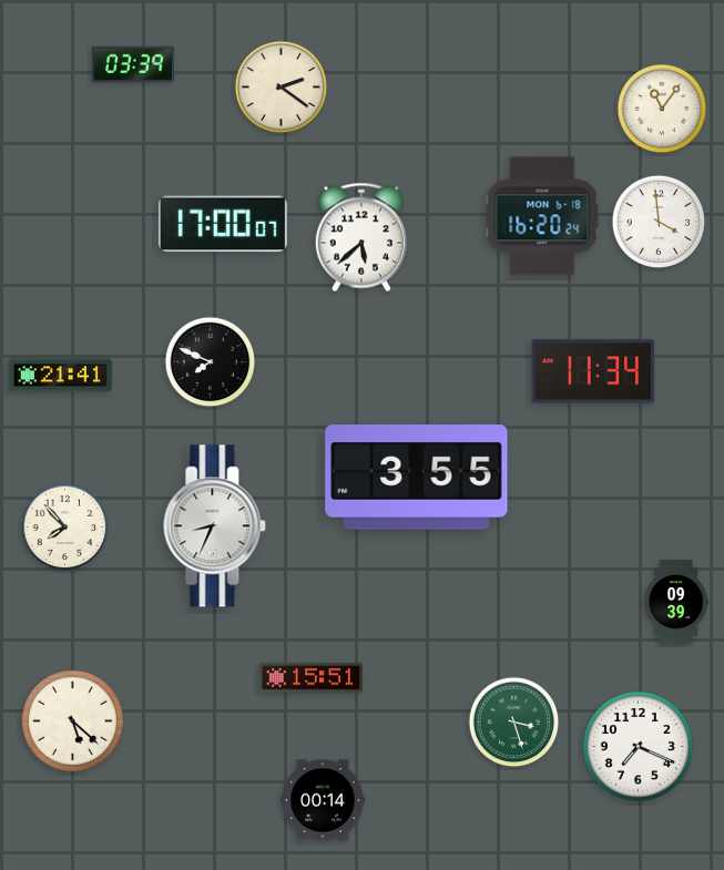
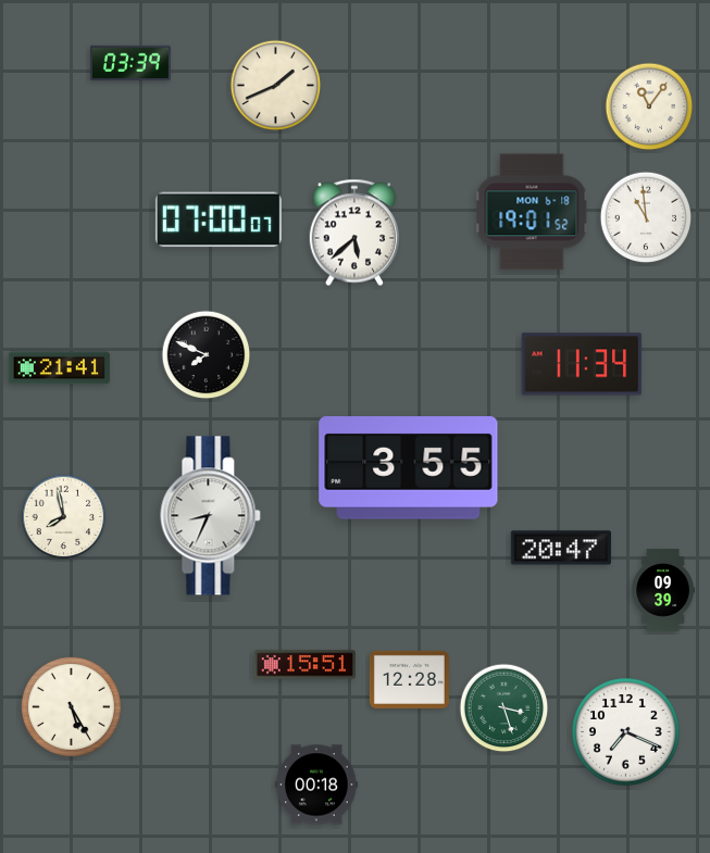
clock at (282, 88): 2:21 -> 1:41
clock at (542, 216): 16:20 -> 19:01
clock at (659, 222): 3:59 -> 10:59
clock at (223, 224): 17:00 -> 07:00
clock at (65, 528): 7:53 -> 7:58
clock at (561, 548): none -> 20:47
clock at (409, 679): none -> 12:28
clock at (72, 720): 5:22 -> 5:25
clock at (323, 800): 00:14 -> 00:18
